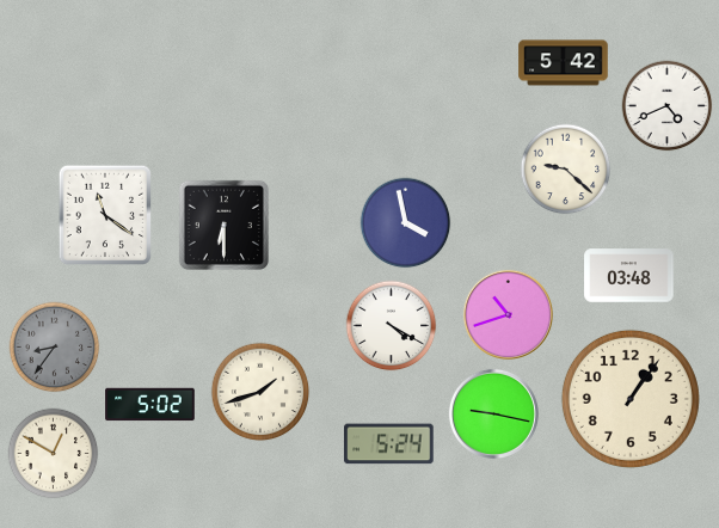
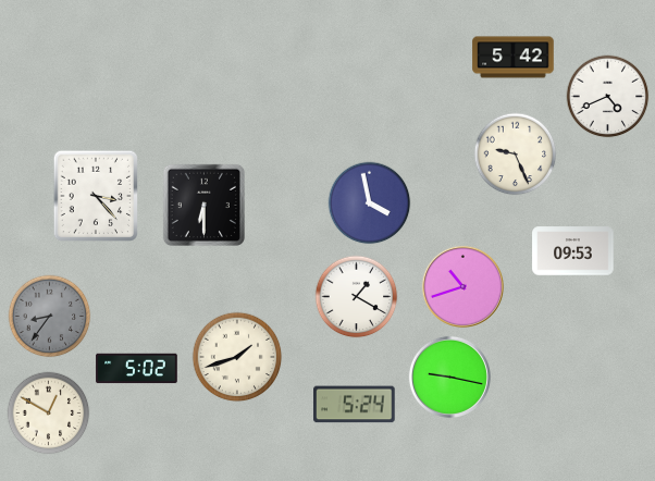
clock at (566, 170): 9:22 -> 9:26
clock at (104, 214): 11:21 -> 3:23
clock at (629, 276): 03:48 -> 09:53
clock at (392, 326): 4:20 -> 1:20
clock at (631, 399): 1:06 -> none
